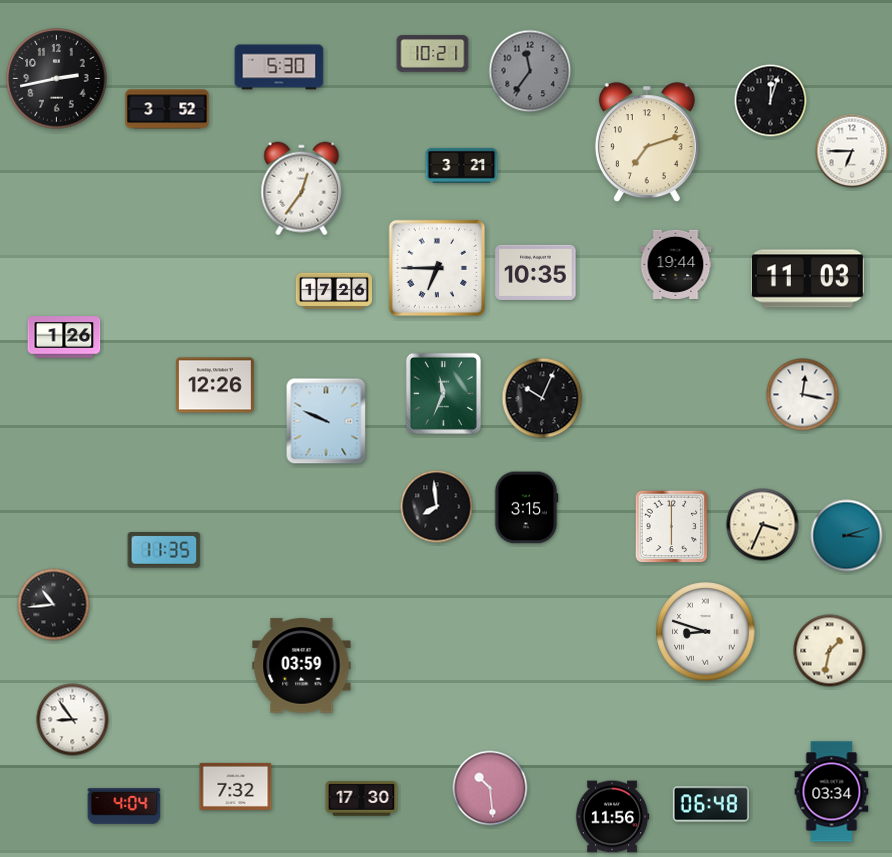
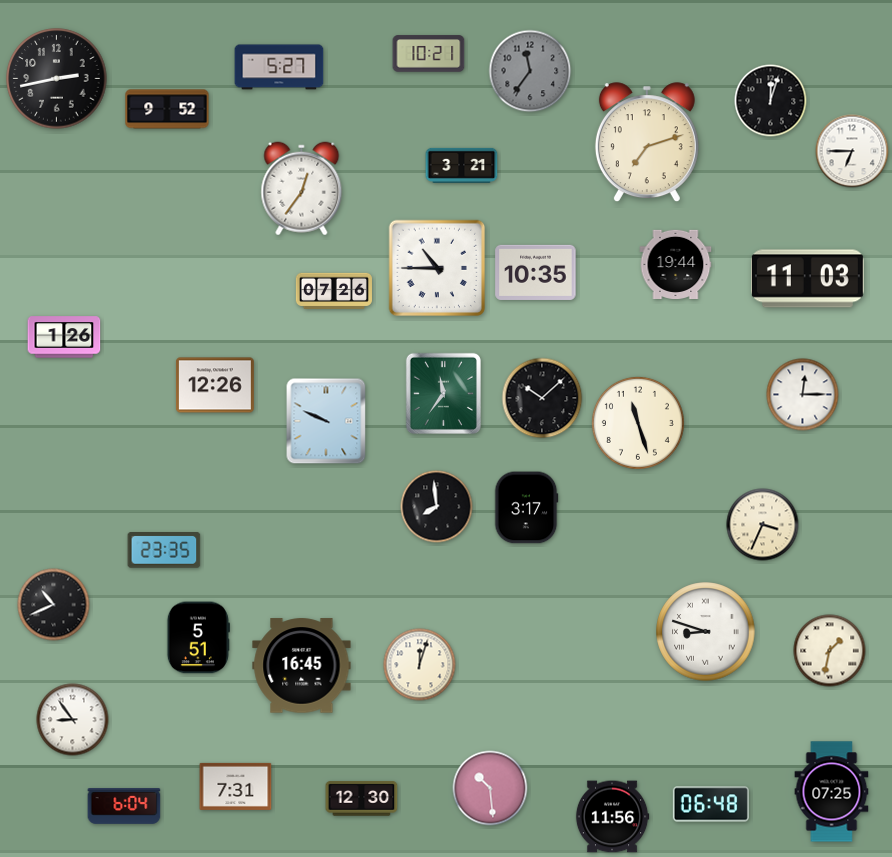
clock at (433, 54) position: (433, 54) -> (429, 54)
clock at (279, 67): 5:30 -> 5:27
clock at (167, 109): 3:52 -> 9:52
clock at (437, 268): 6:45 -> 10:45
clock at (334, 290): 17:26 -> 07:26
clock at (443, 393): 11:34 -> 11:36
clock at (803, 395): 12:17 -> 12:15
clock at (542, 398): 10:04 -> 10:08
clock at (638, 423): none -> 11:27
clock at (526, 508): 3:15 -> 3:17
clock at (672, 527): 6:00 -> none
clock at (847, 536): 3:12 -> none
clock at (164, 551): 11:35 -> 23:35
clock at (54, 605): 10:44 -> 10:41
clock at (198, 638): none -> 5:51
clock at (420, 665): none -> 12:03
clock at (302, 666): 03:59 -> 16:45
clock at (236, 786): 7:32 -> 7:31
clock at (832, 792): 03:34 -> 07:25
clock at (362, 799): 17:30 -> 12:30
clock at (124, 807): 4:04 -> 6:04
